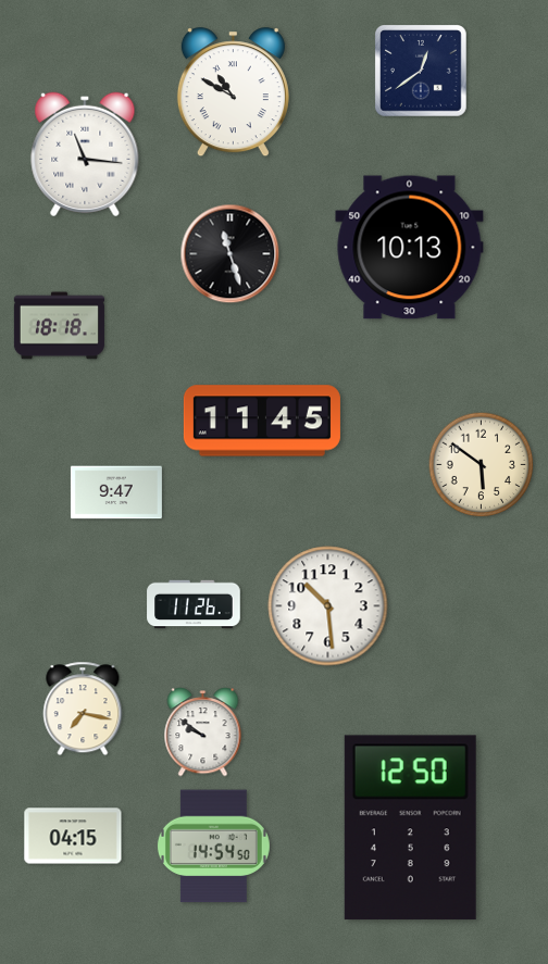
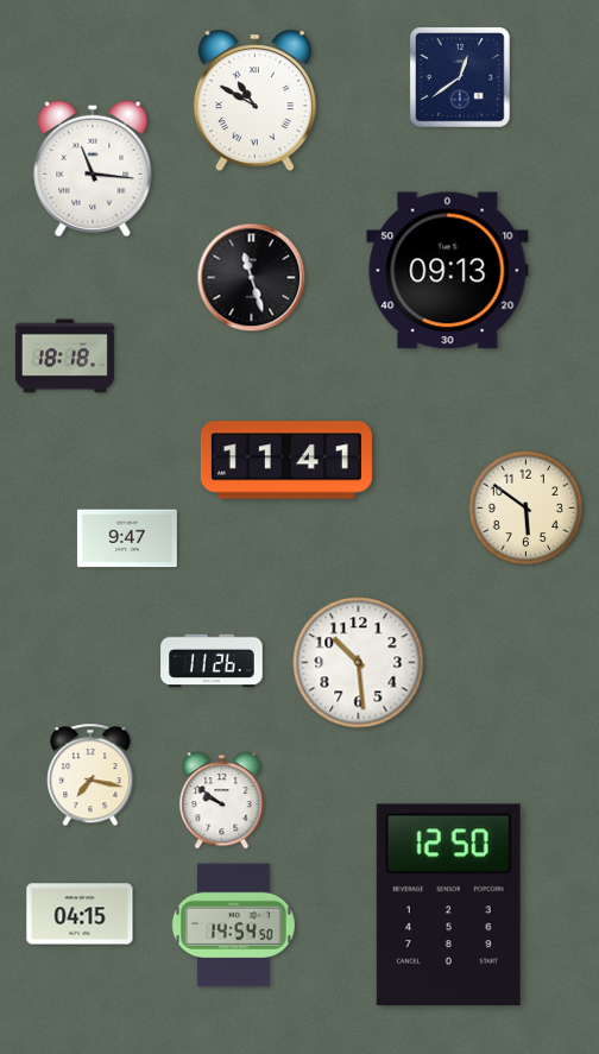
clock at (410, 248): 10:13 -> 09:13
clock at (262, 421): 11:45 -> 11:41
